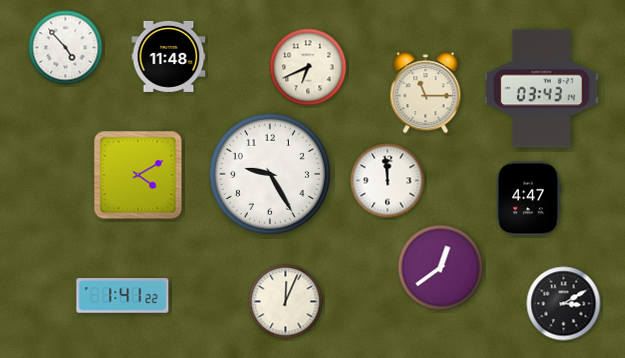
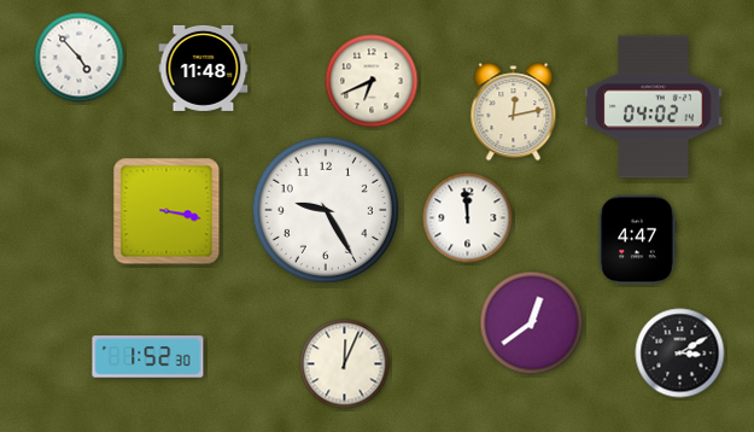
clock at (542, 89): 03:43 -> 04:02
clock at (426, 93): 11:15 -> 12:13
clock at (138, 175): 4:10 -> 3:17
clock at (123, 296): 1:41 -> 1:52
clock at (564, 304) position: (564, 304) -> (680, 354)
